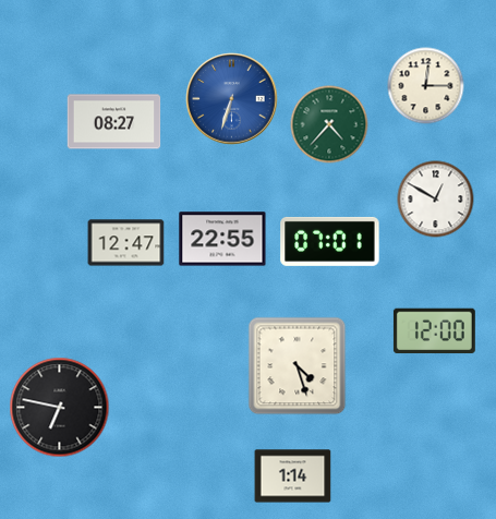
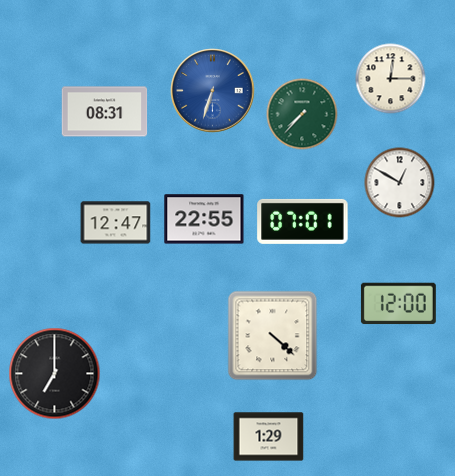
clock at (114, 122): 08:27 -> 08:31
clock at (329, 124): 4:37 -> 7:37
clock at (298, 366): 4:27 -> 4:22
clock at (60, 408): 6:47 -> 7:00
clock at (293, 476): 1:14 -> 1:29
